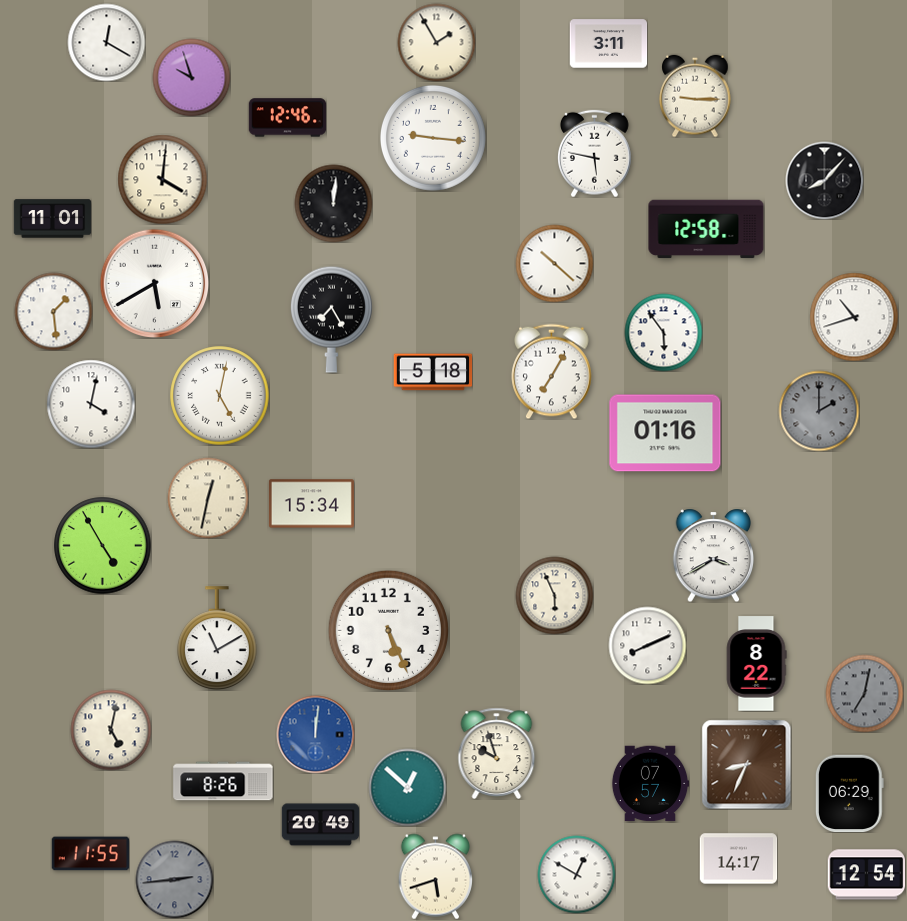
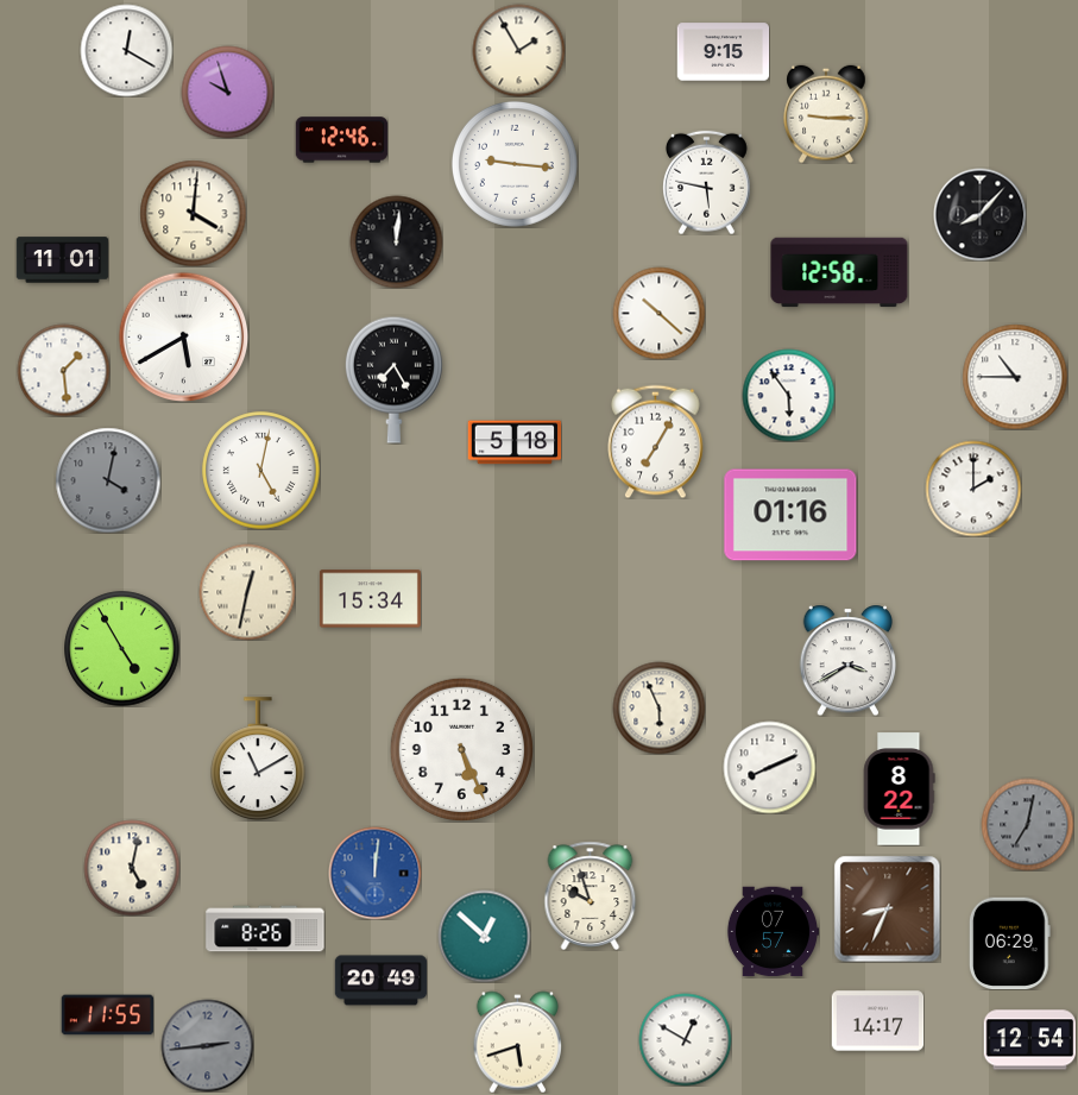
clock at (608, 44): 3:11 -> 9:15
clock at (854, 317): 10:42 -> 10:45
clock at (91, 404) dial: white -> grey
clock at (819, 411) dial: grey -> white
